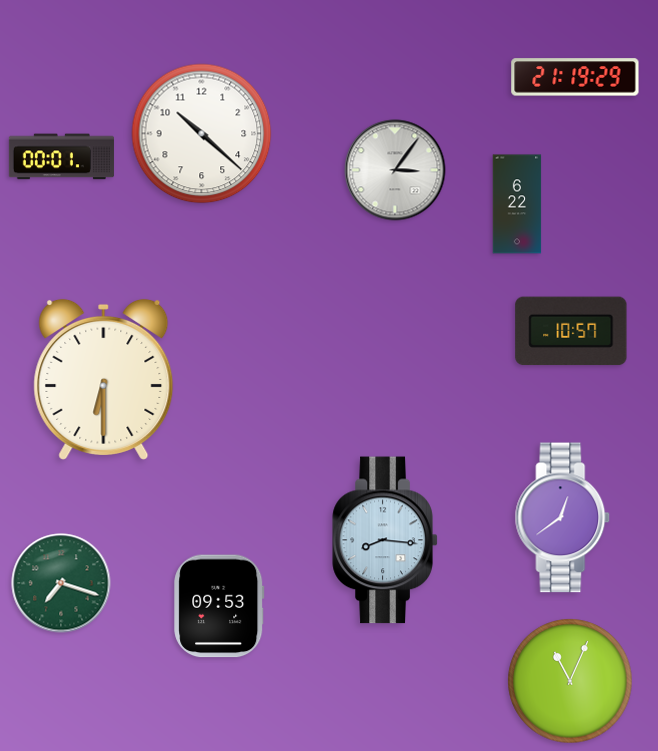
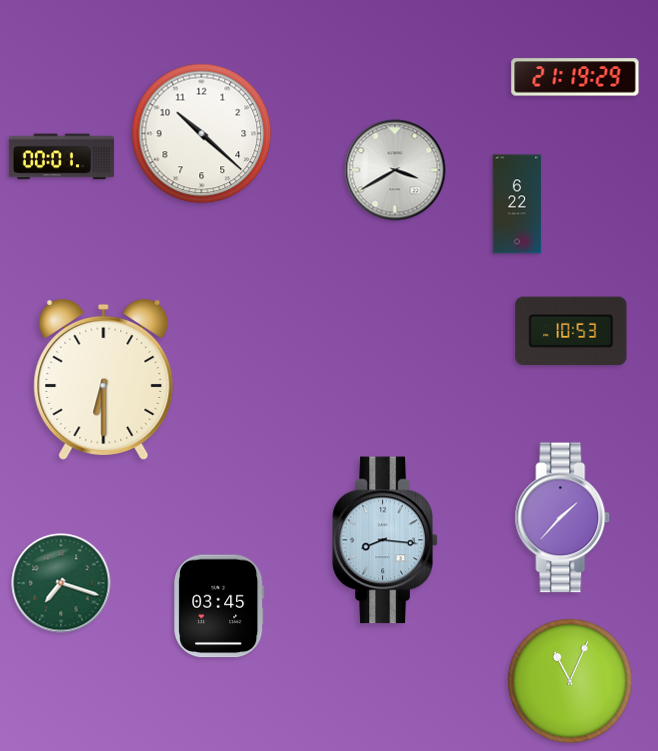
clock at (395, 170): 3:06 -> 3:40
clock at (571, 331): 10:57 -> 10:53
clock at (563, 518): 12:39 -> 1:37
clock at (219, 606): 09:53 -> 03:45
